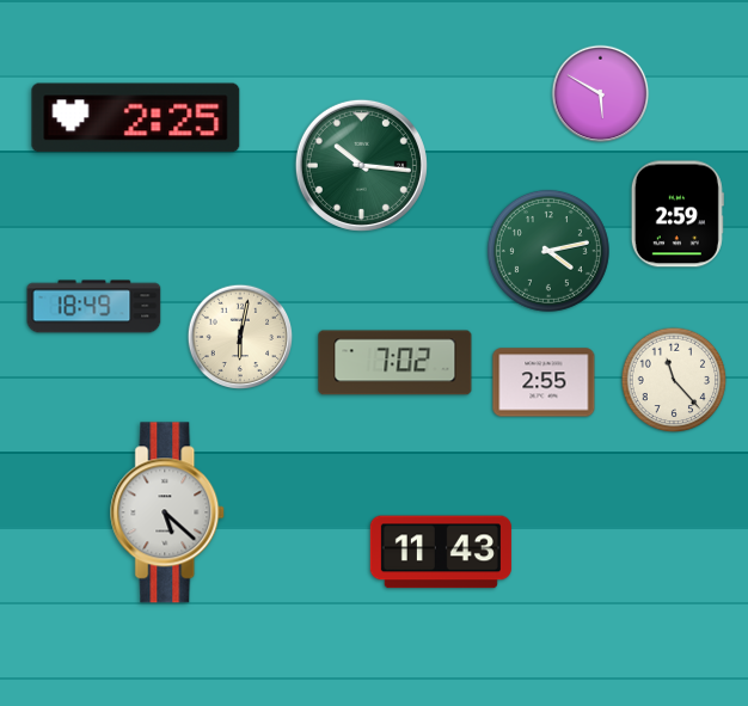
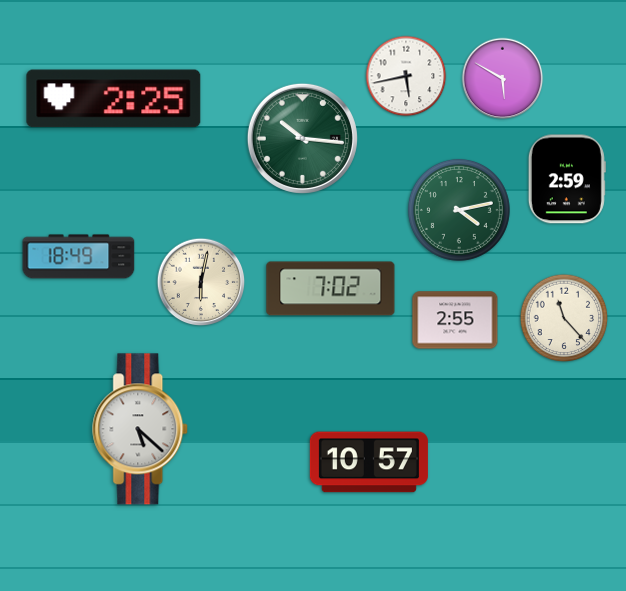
clock at (406, 76): none -> 5:43
clock at (396, 363) position: (396, 363) -> (331, 289)
clock at (441, 552): 11:43 -> 10:57
